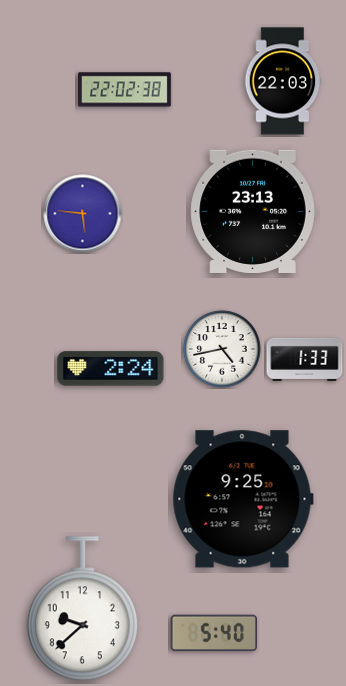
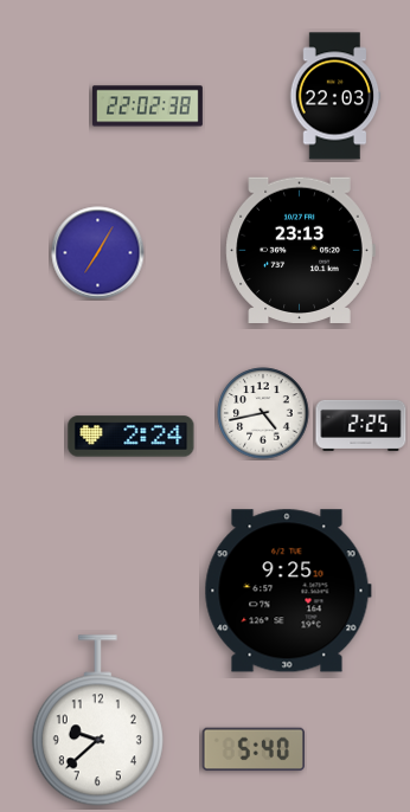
clock at (83, 214): 5:46 -> 7:05
clock at (305, 359): 1:33 -> 2:25
